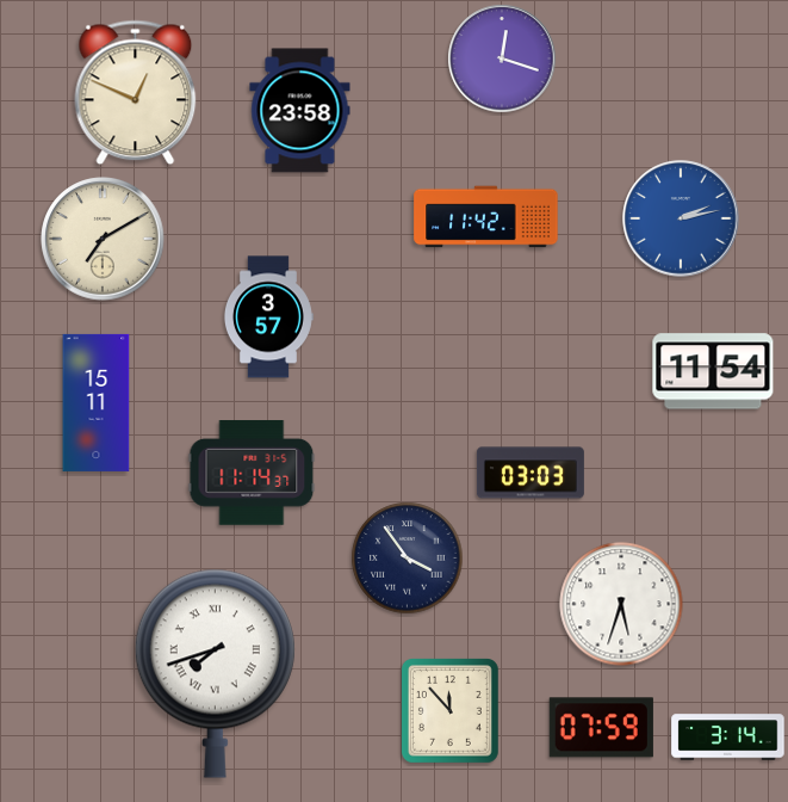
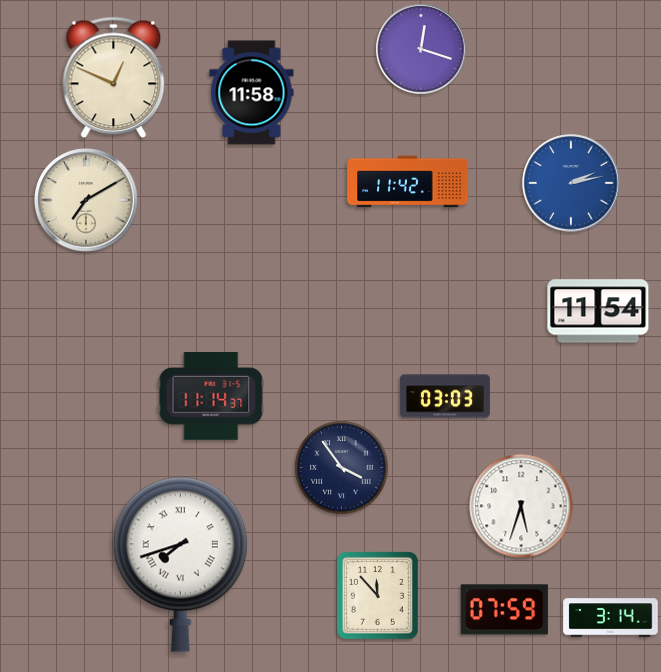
clock at (300, 111): 23:58 -> 11:58
clock at (268, 317): 3:57 -> none
clock at (97, 402): 15:11 -> none
